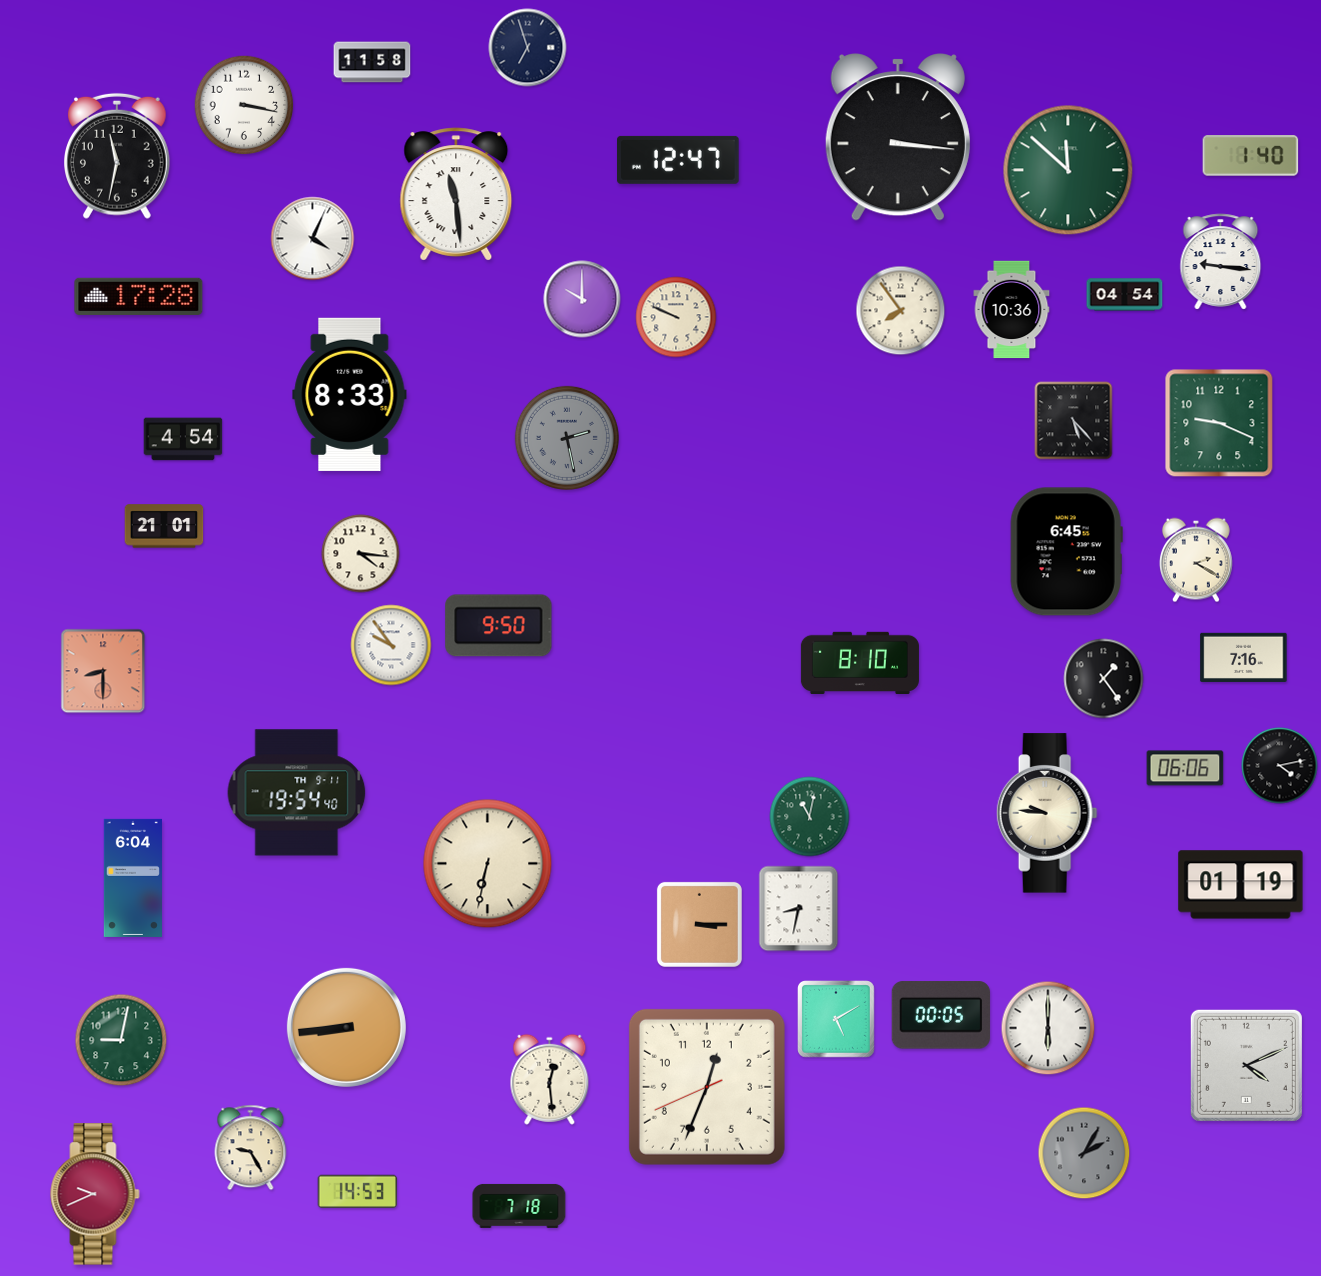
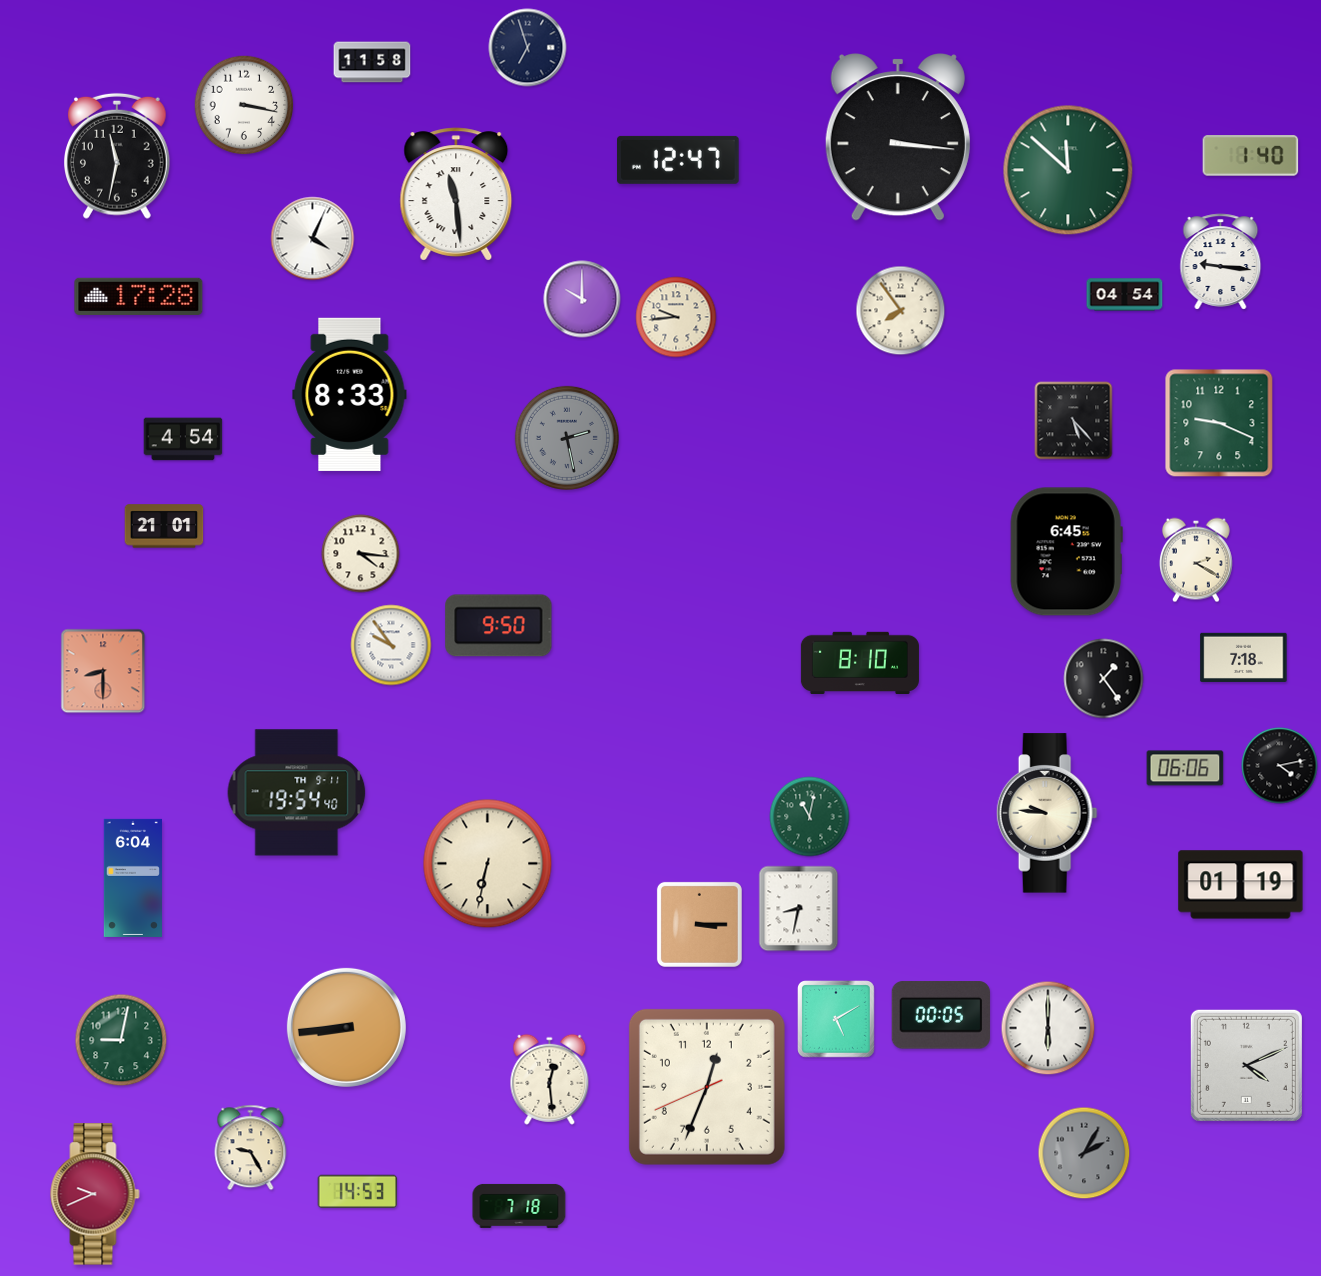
clock at (1012, 310): 10:36 -> none
clock at (676, 317): 9:49 -> 9:44
clock at (1244, 657): 7:16 -> 7:18
